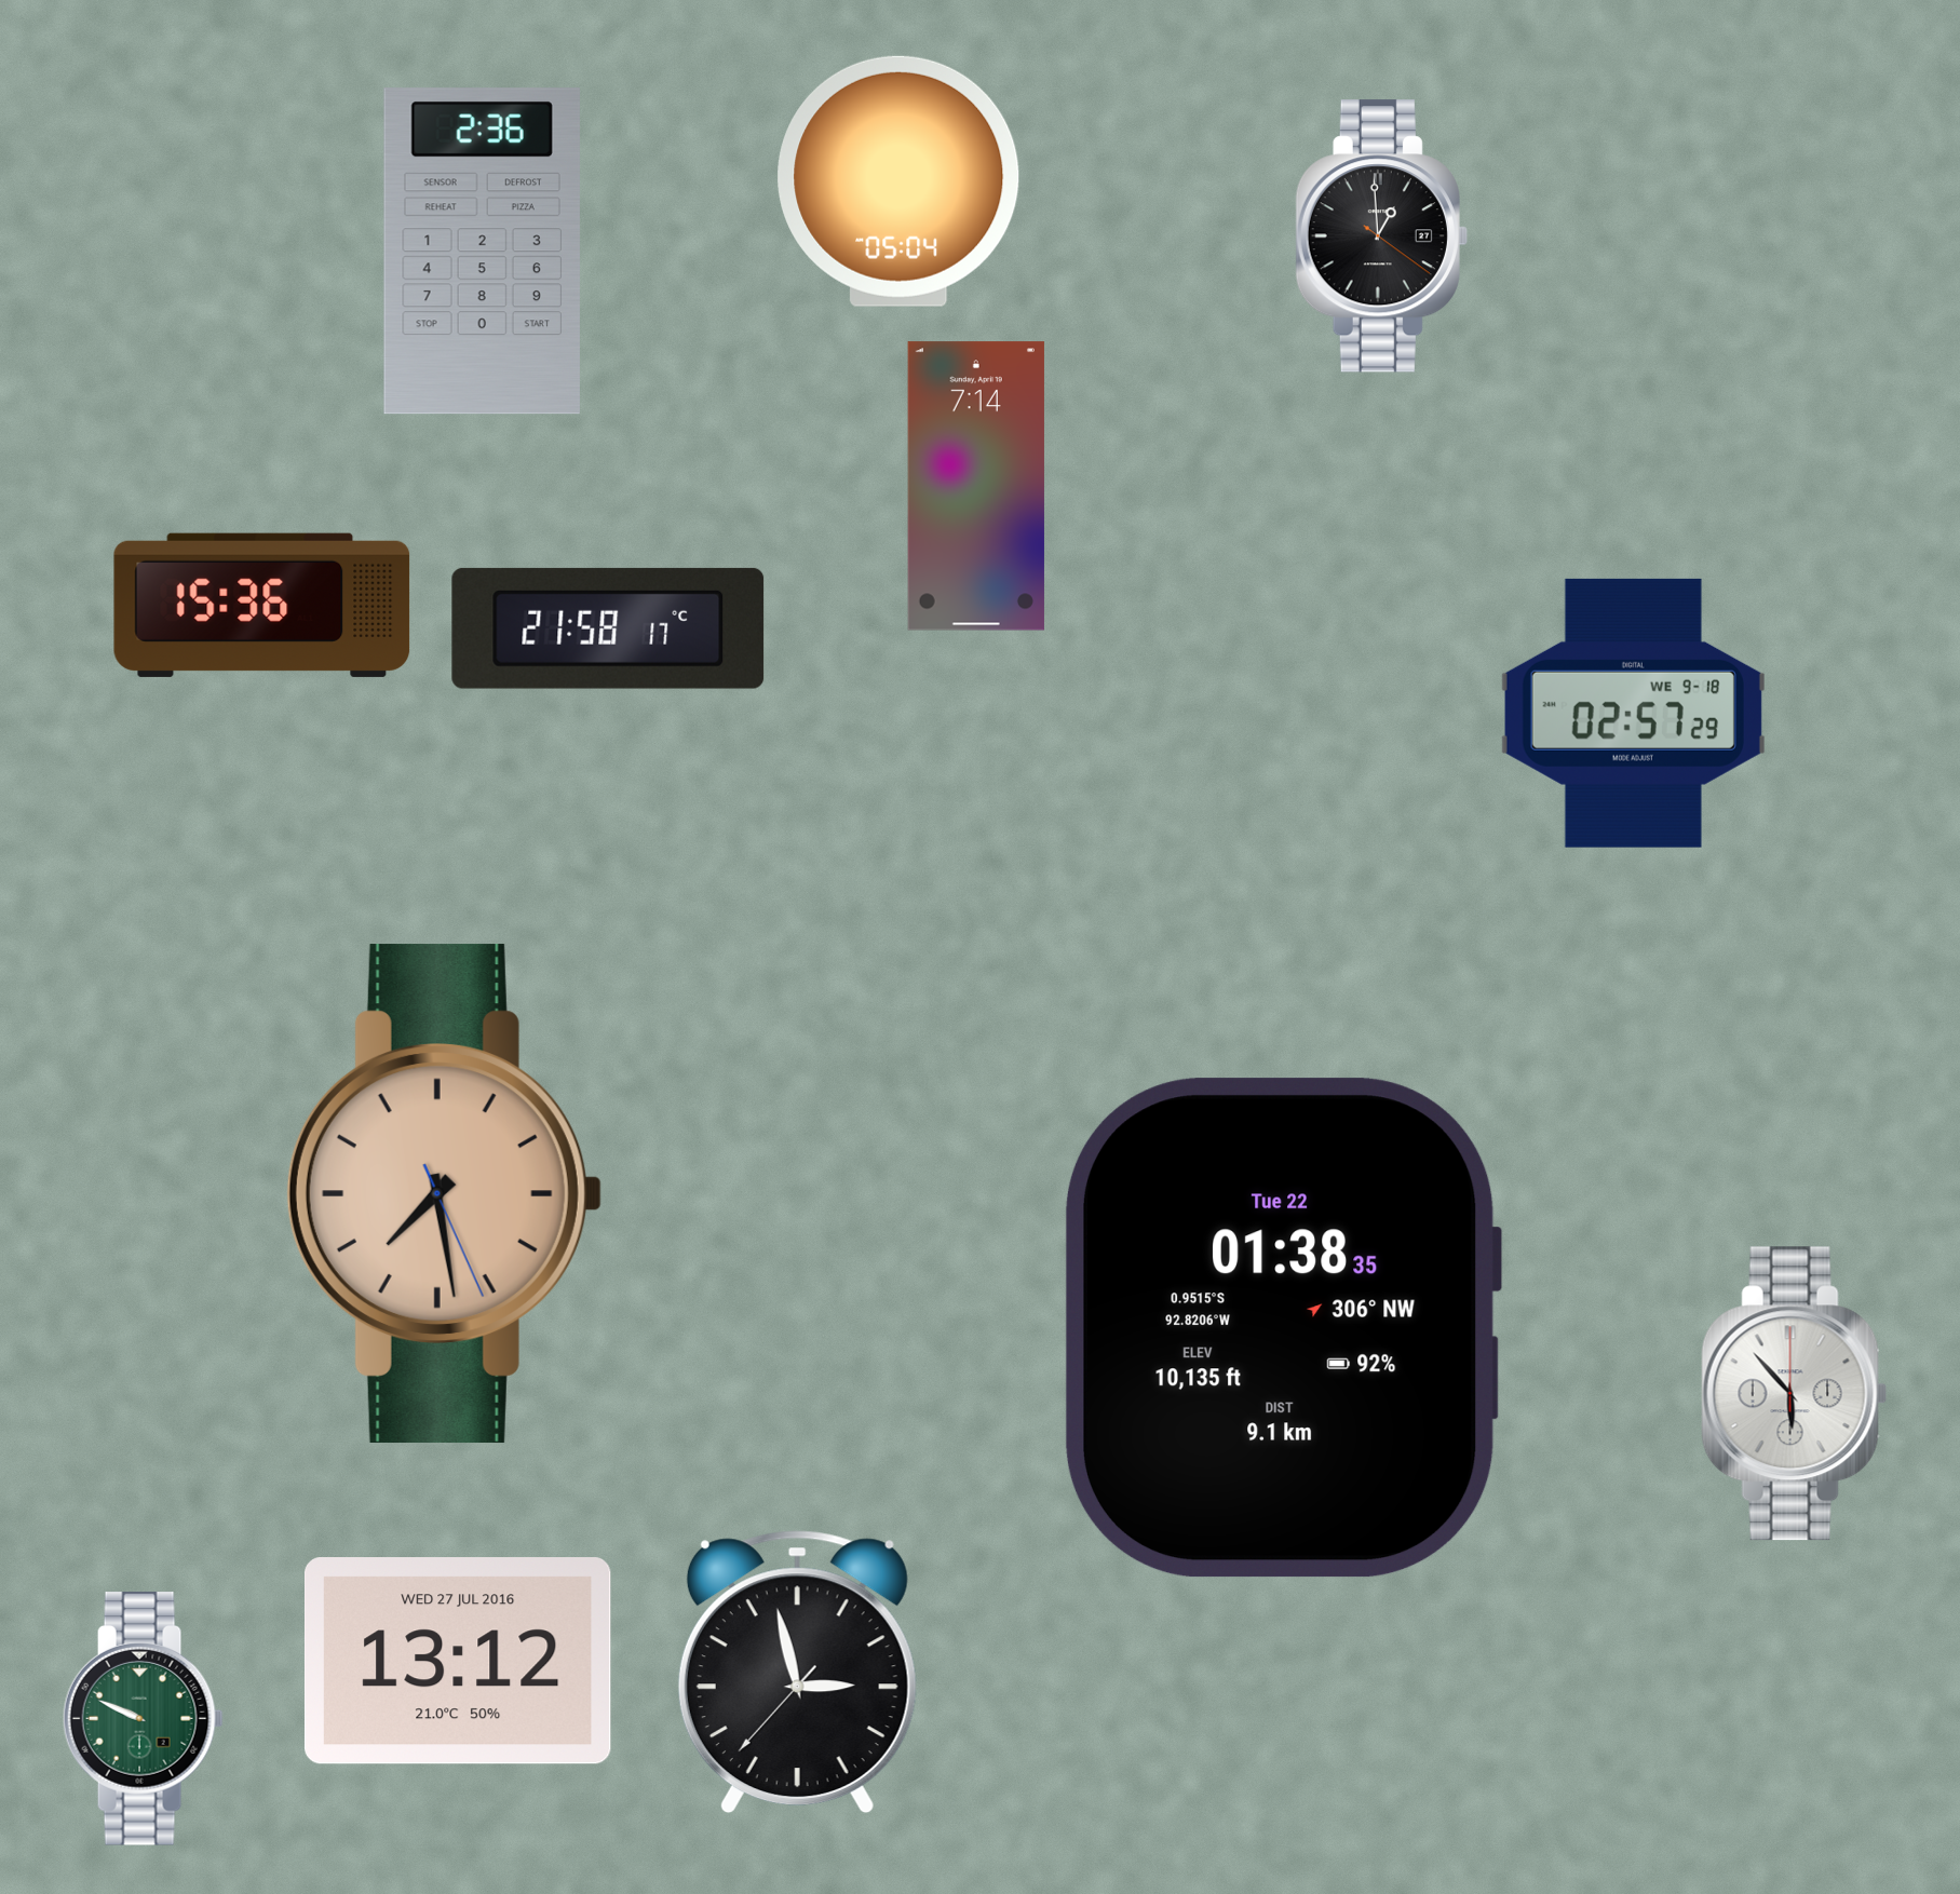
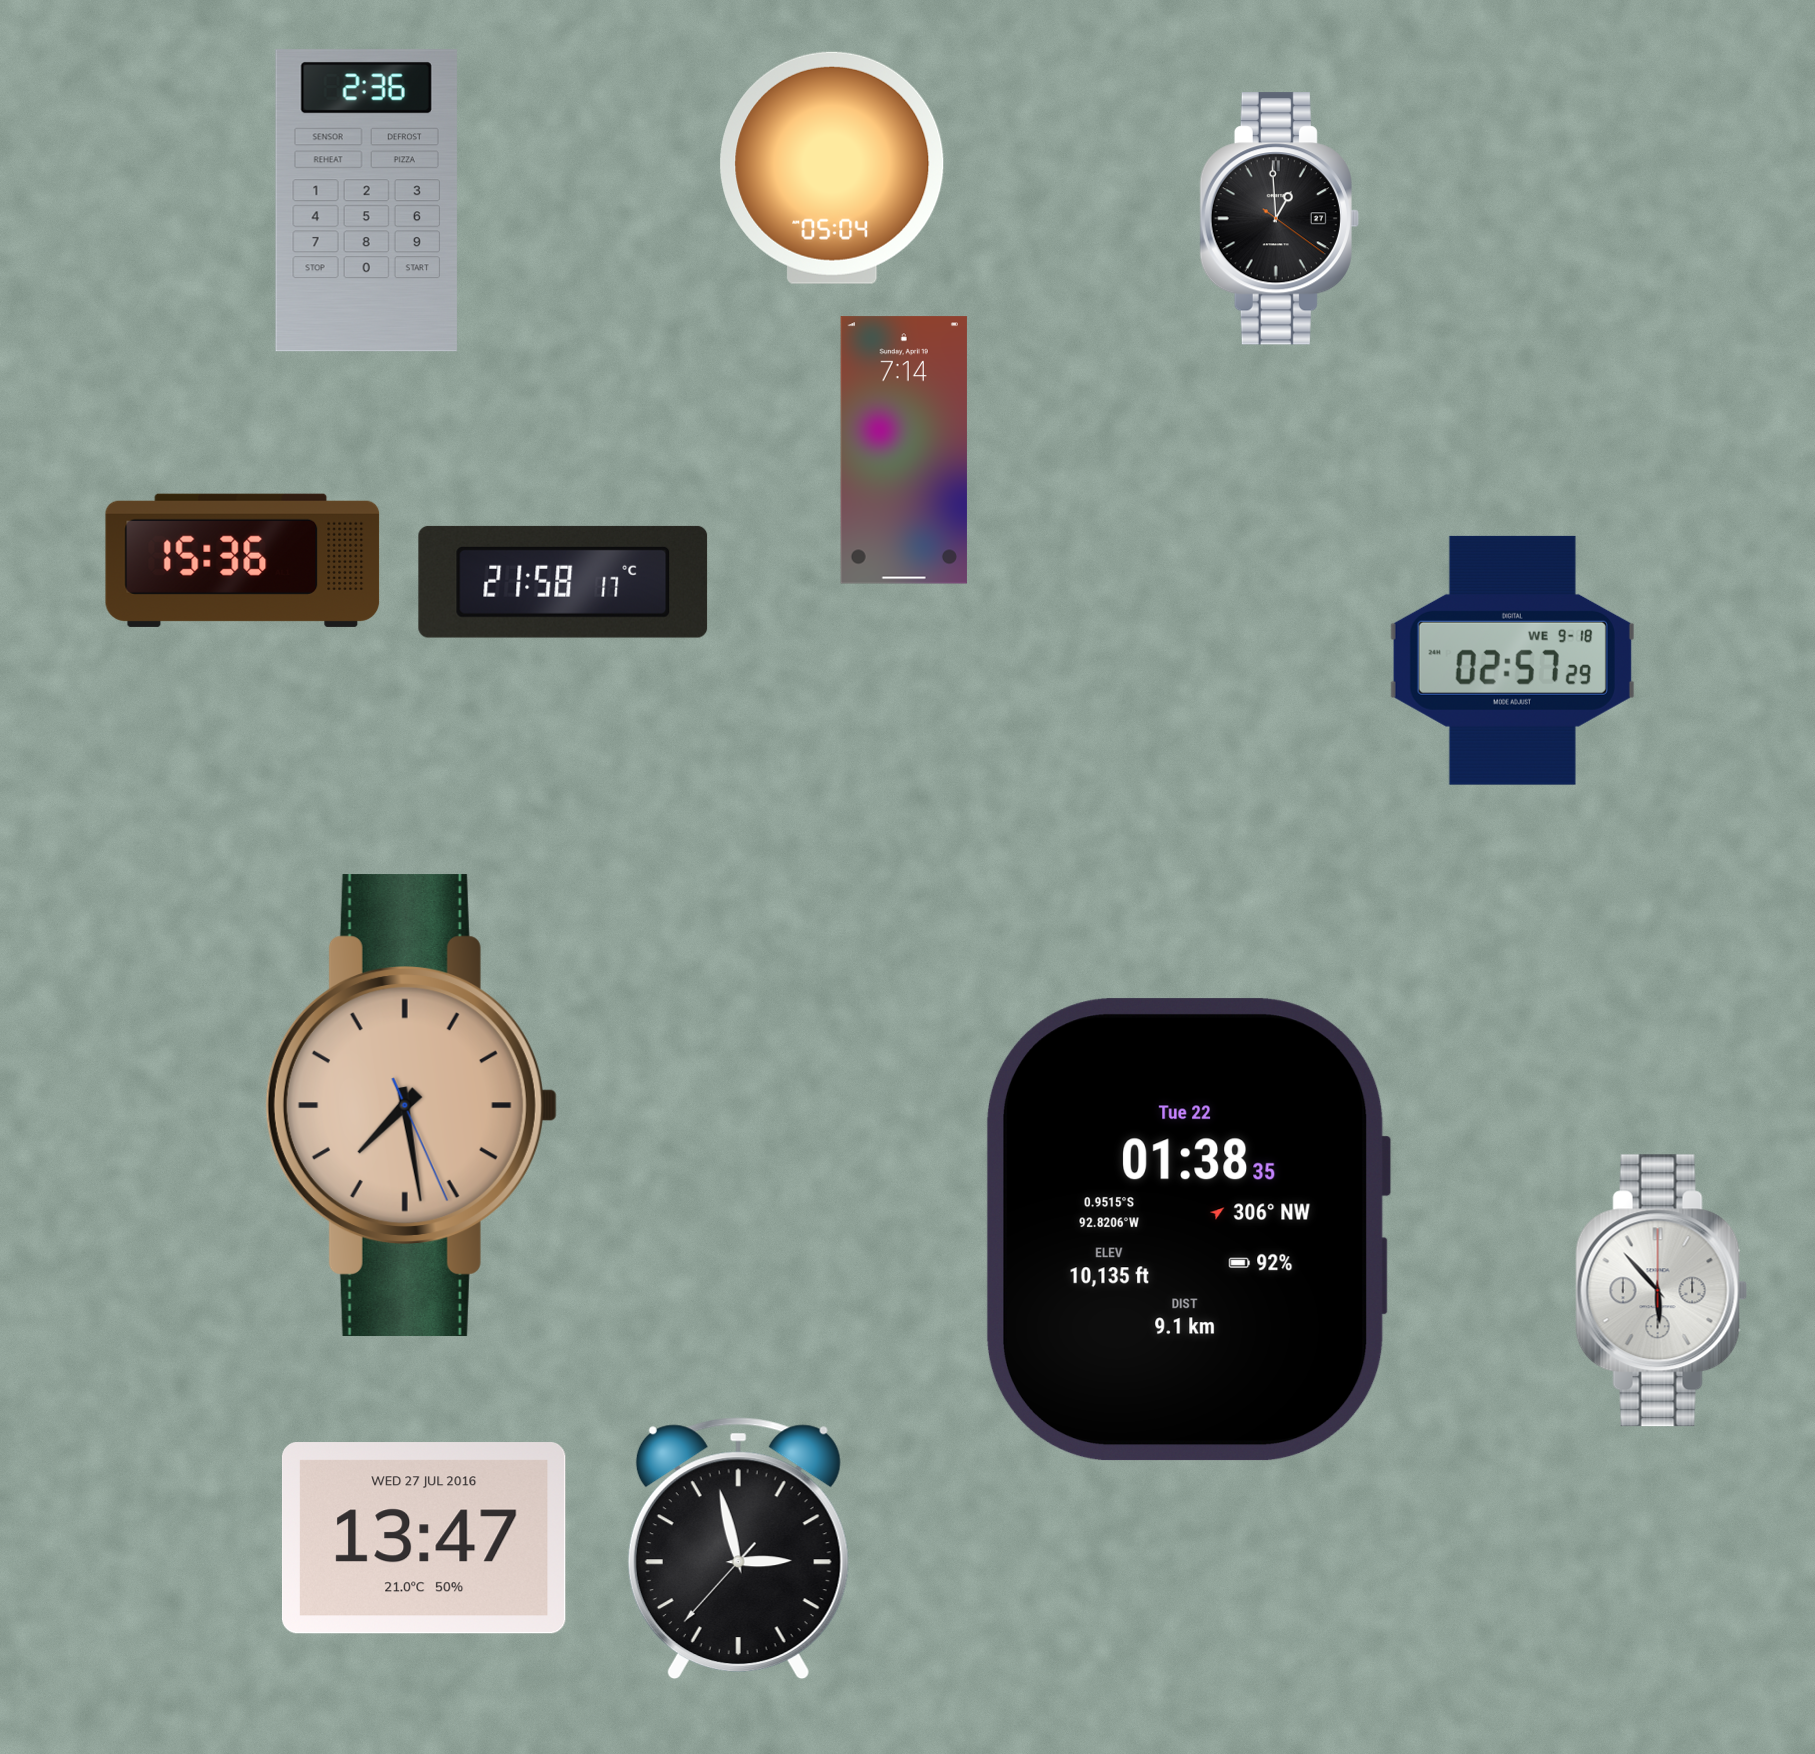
clock at (482, 252) position: (482, 252) -> (366, 201)
clock at (458, 1661): 13:12 -> 13:47
clock at (143, 1719): 9:49 -> none
